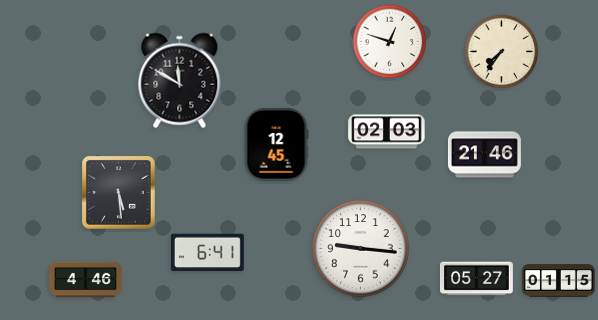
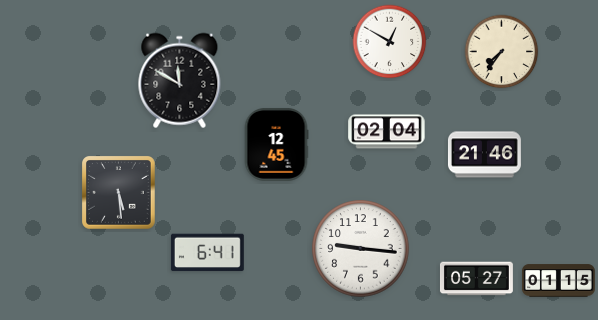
clock at (390, 42): 12:48 -> 12:50
clock at (387, 132): 02:03 -> 02:04
clock at (86, 280): 4:46 -> none
